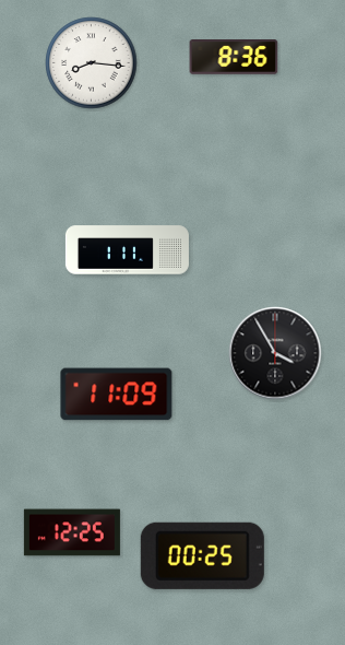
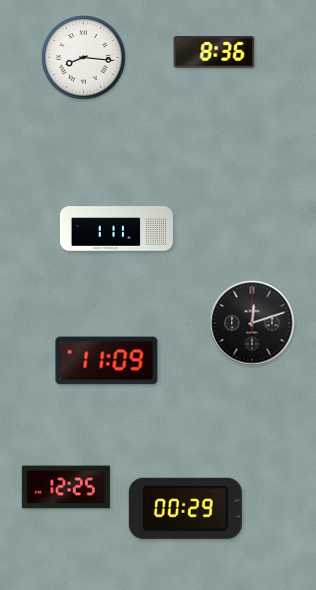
clock at (275, 353): 3:55 -> 12:12
clock at (202, 555): 00:25 -> 00:29
